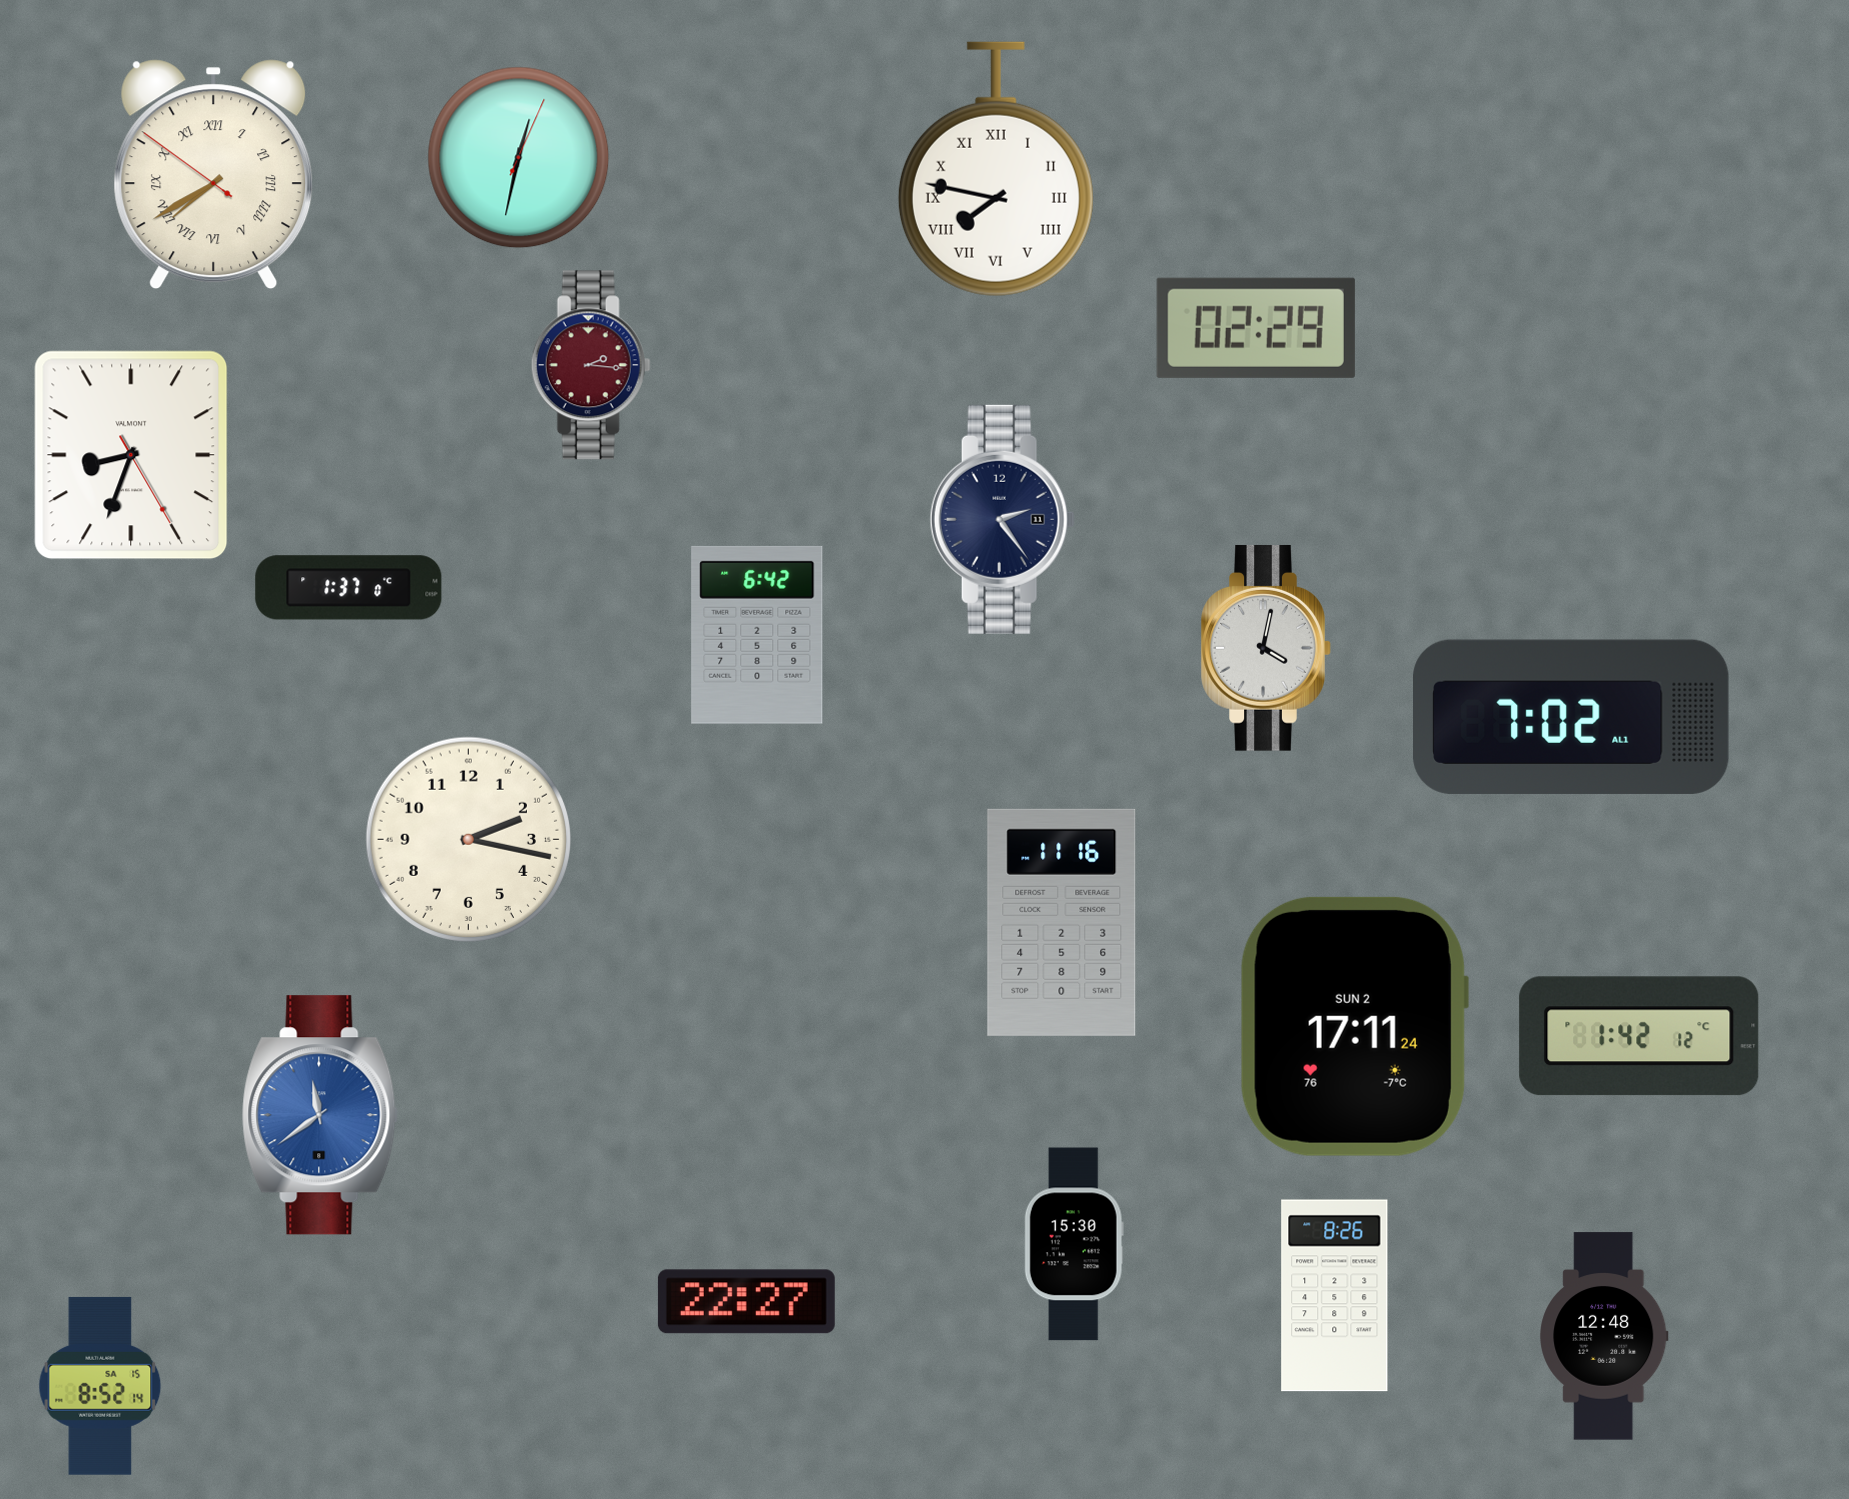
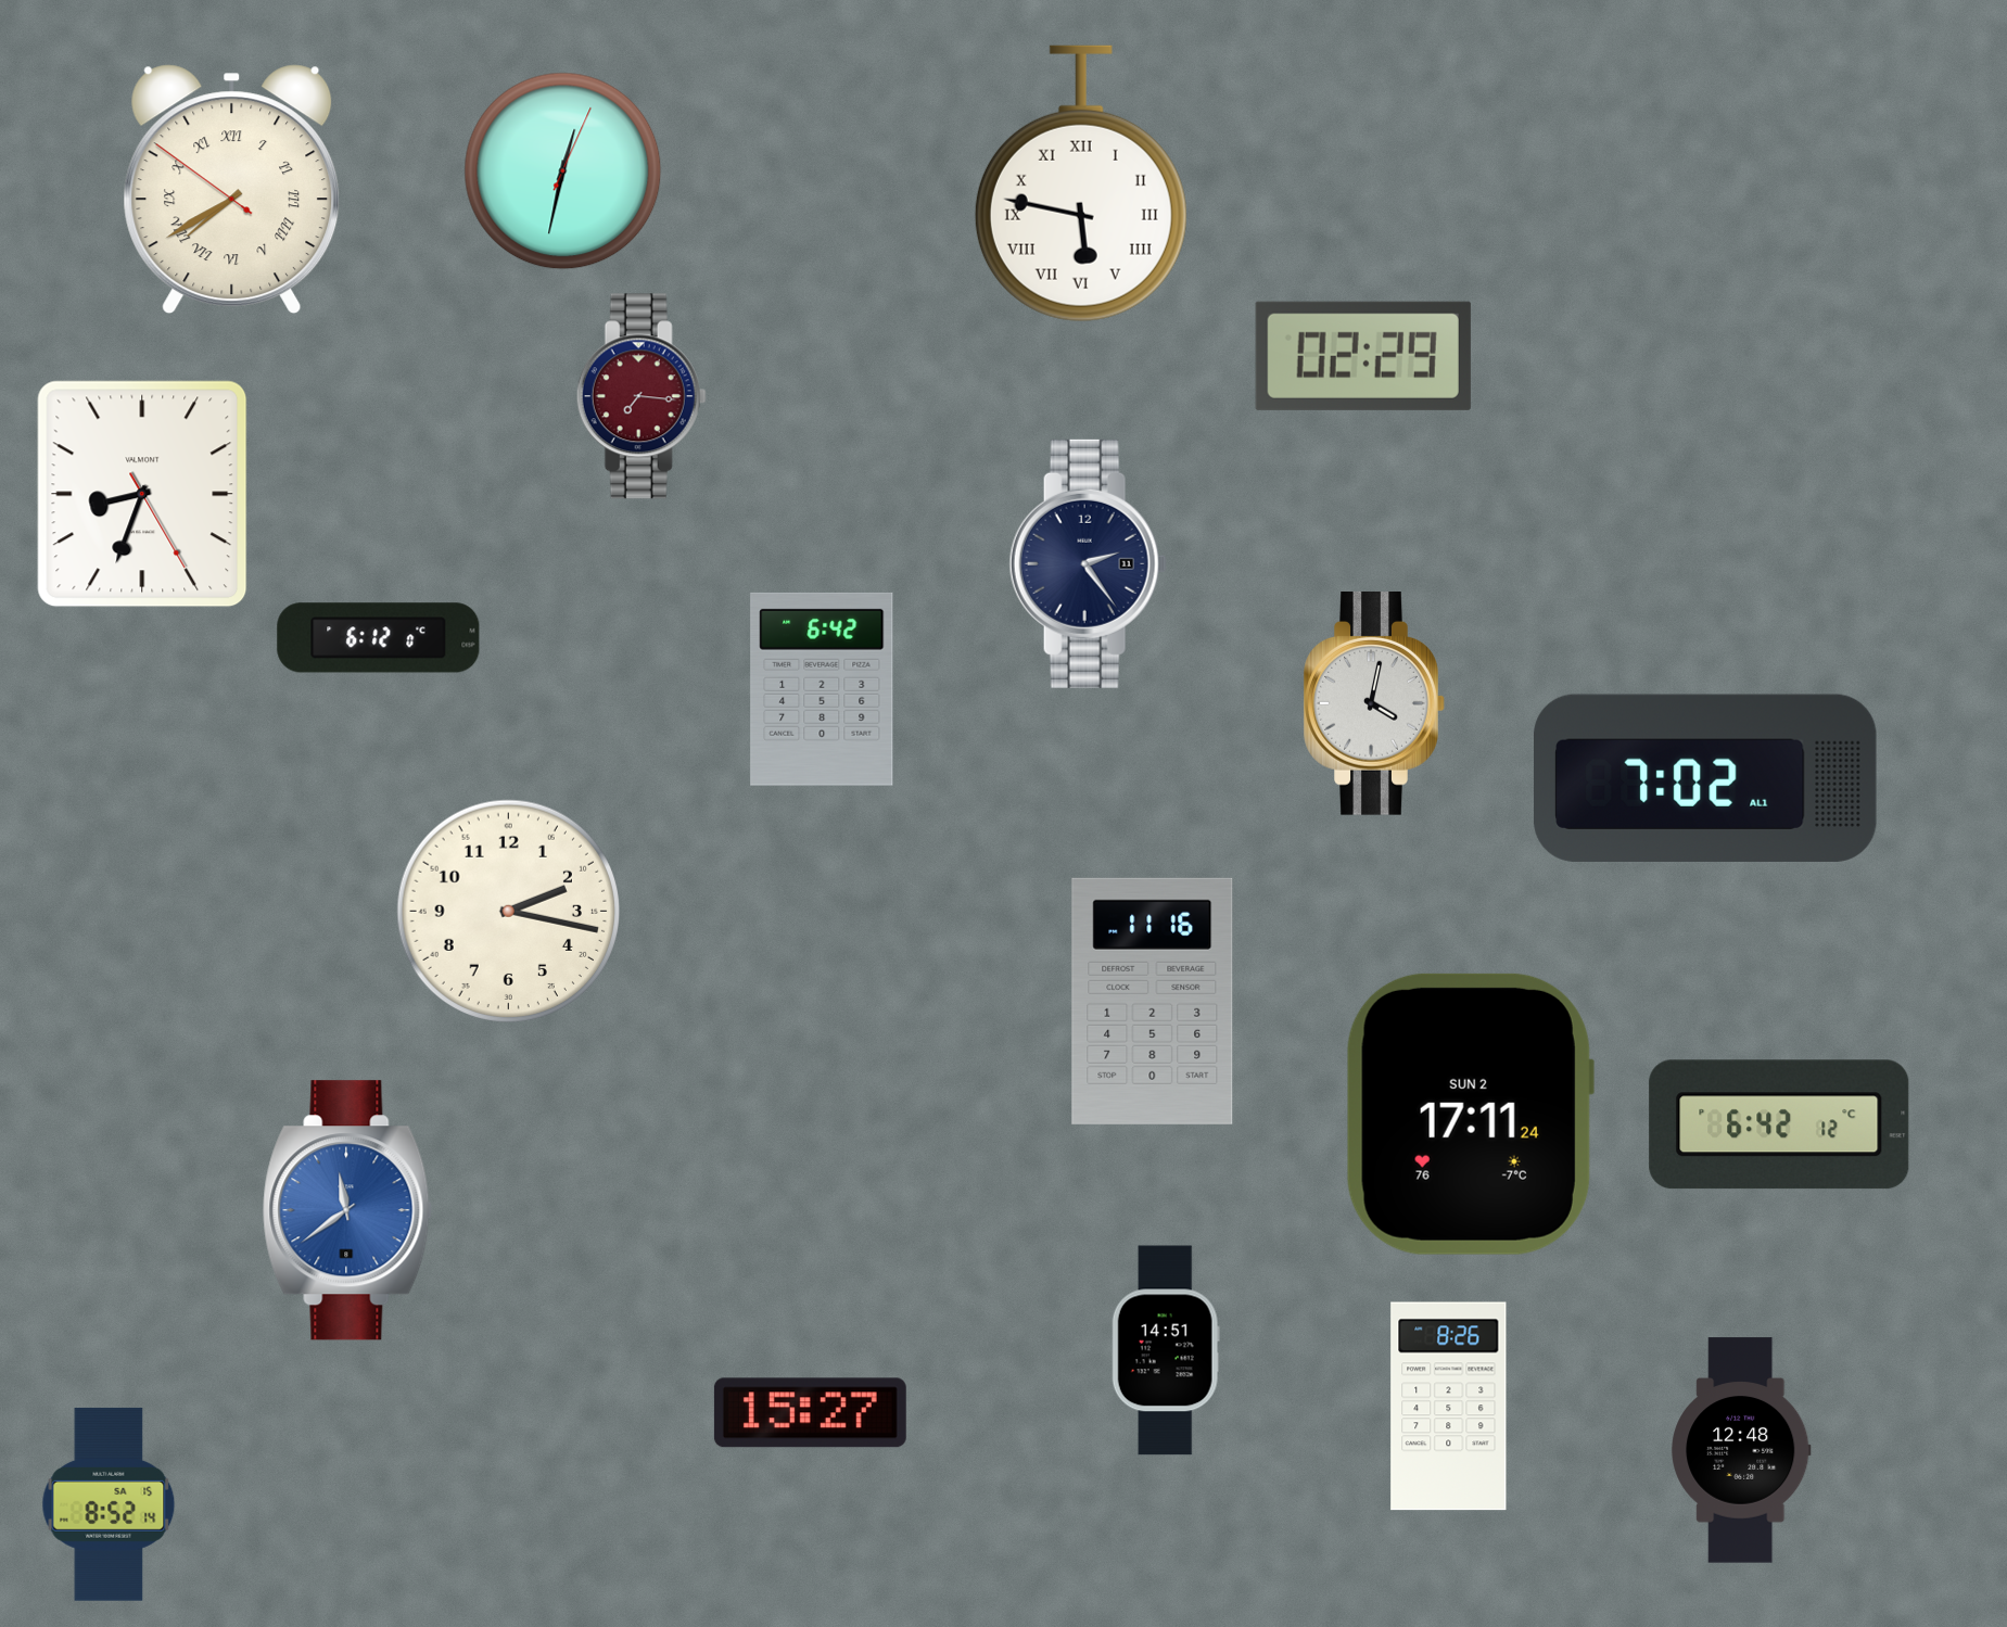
clock at (996, 169): 7:47 -> 5:47
clock at (591, 365): 2:16 -> 7:16
clock at (349, 588): 1:37 -> 6:12
clock at (1639, 1036): 1:42 -> 6:42
clock at (1074, 1244): 15:30 -> 14:51
clock at (746, 1302): 22:27 -> 15:27
